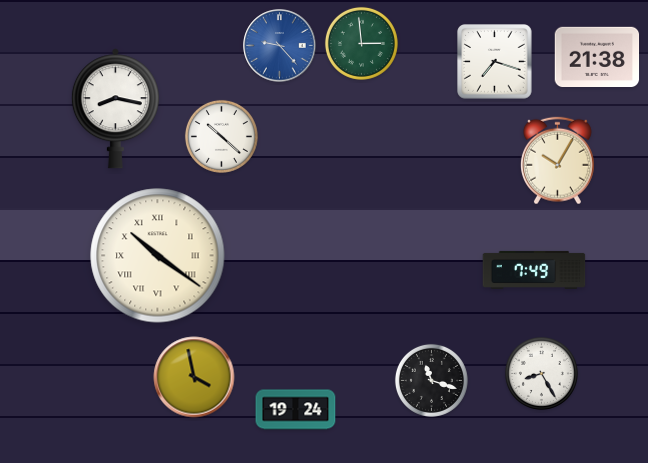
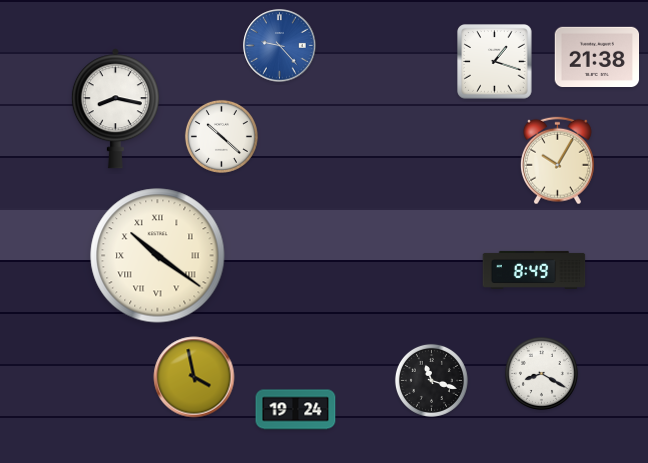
clock at (361, 43): 2:59 -> none
clock at (495, 62): 7:18 -> 1:18
clock at (534, 270): 7:49 -> 8:49
clock at (541, 373): 8:25 -> 8:20
